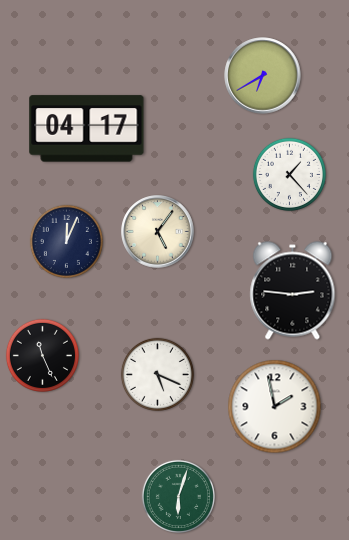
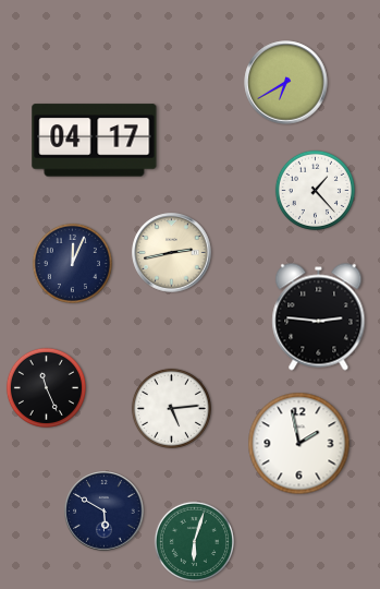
clock at (158, 232): 5:06 -> 2:43
clock at (157, 374): 5:19 -> 5:14
clock at (105, 512): none -> 5:50
